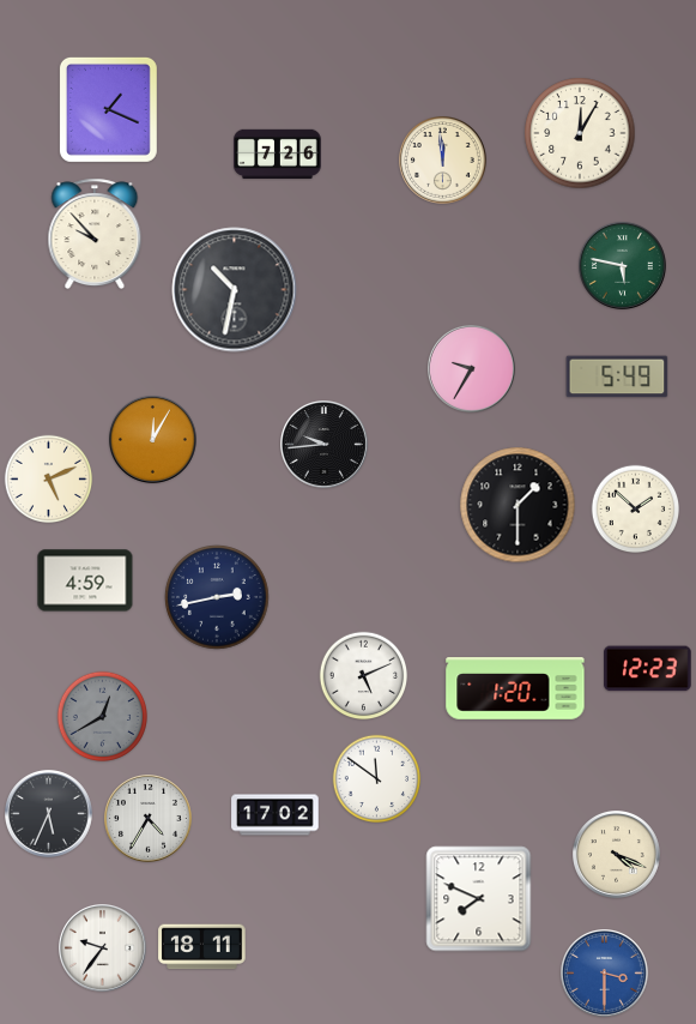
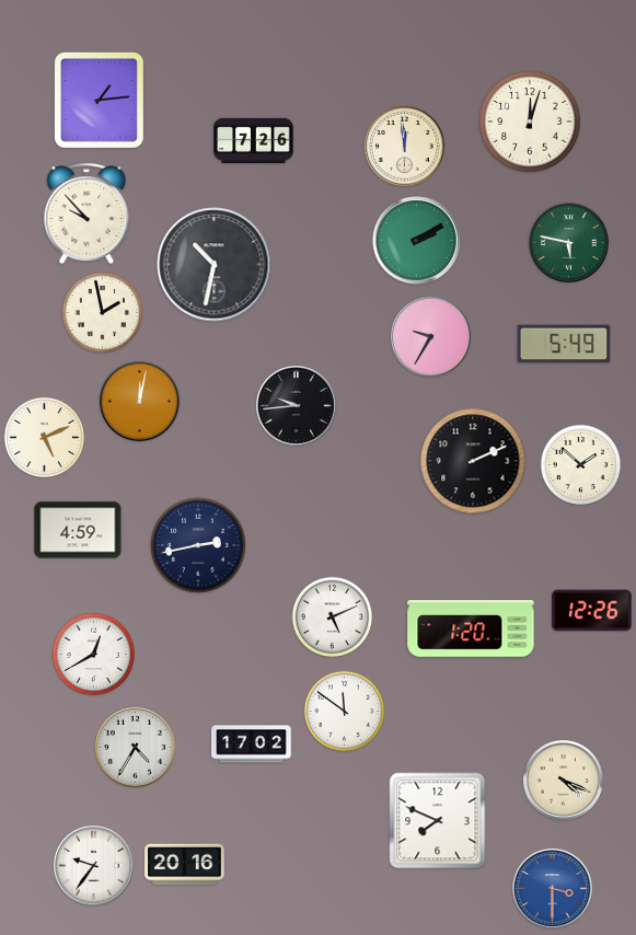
clock at (108, 109): 1:19 -> 1:14
clock at (580, 133): 12:05 -> 12:03
clock at (417, 241): none -> 2:10
clock at (103, 313): none -> 1:58
clock at (153, 440): 12:05 -> 12:02
clock at (518, 505): 1:30 -> 2:11
clock at (648, 669): 12:23 -> 12:26
clock at (102, 716) dial: grey -> white
clock at (49, 814): 5:34 -> none
clock at (202, 947): 18:11 -> 20:16
